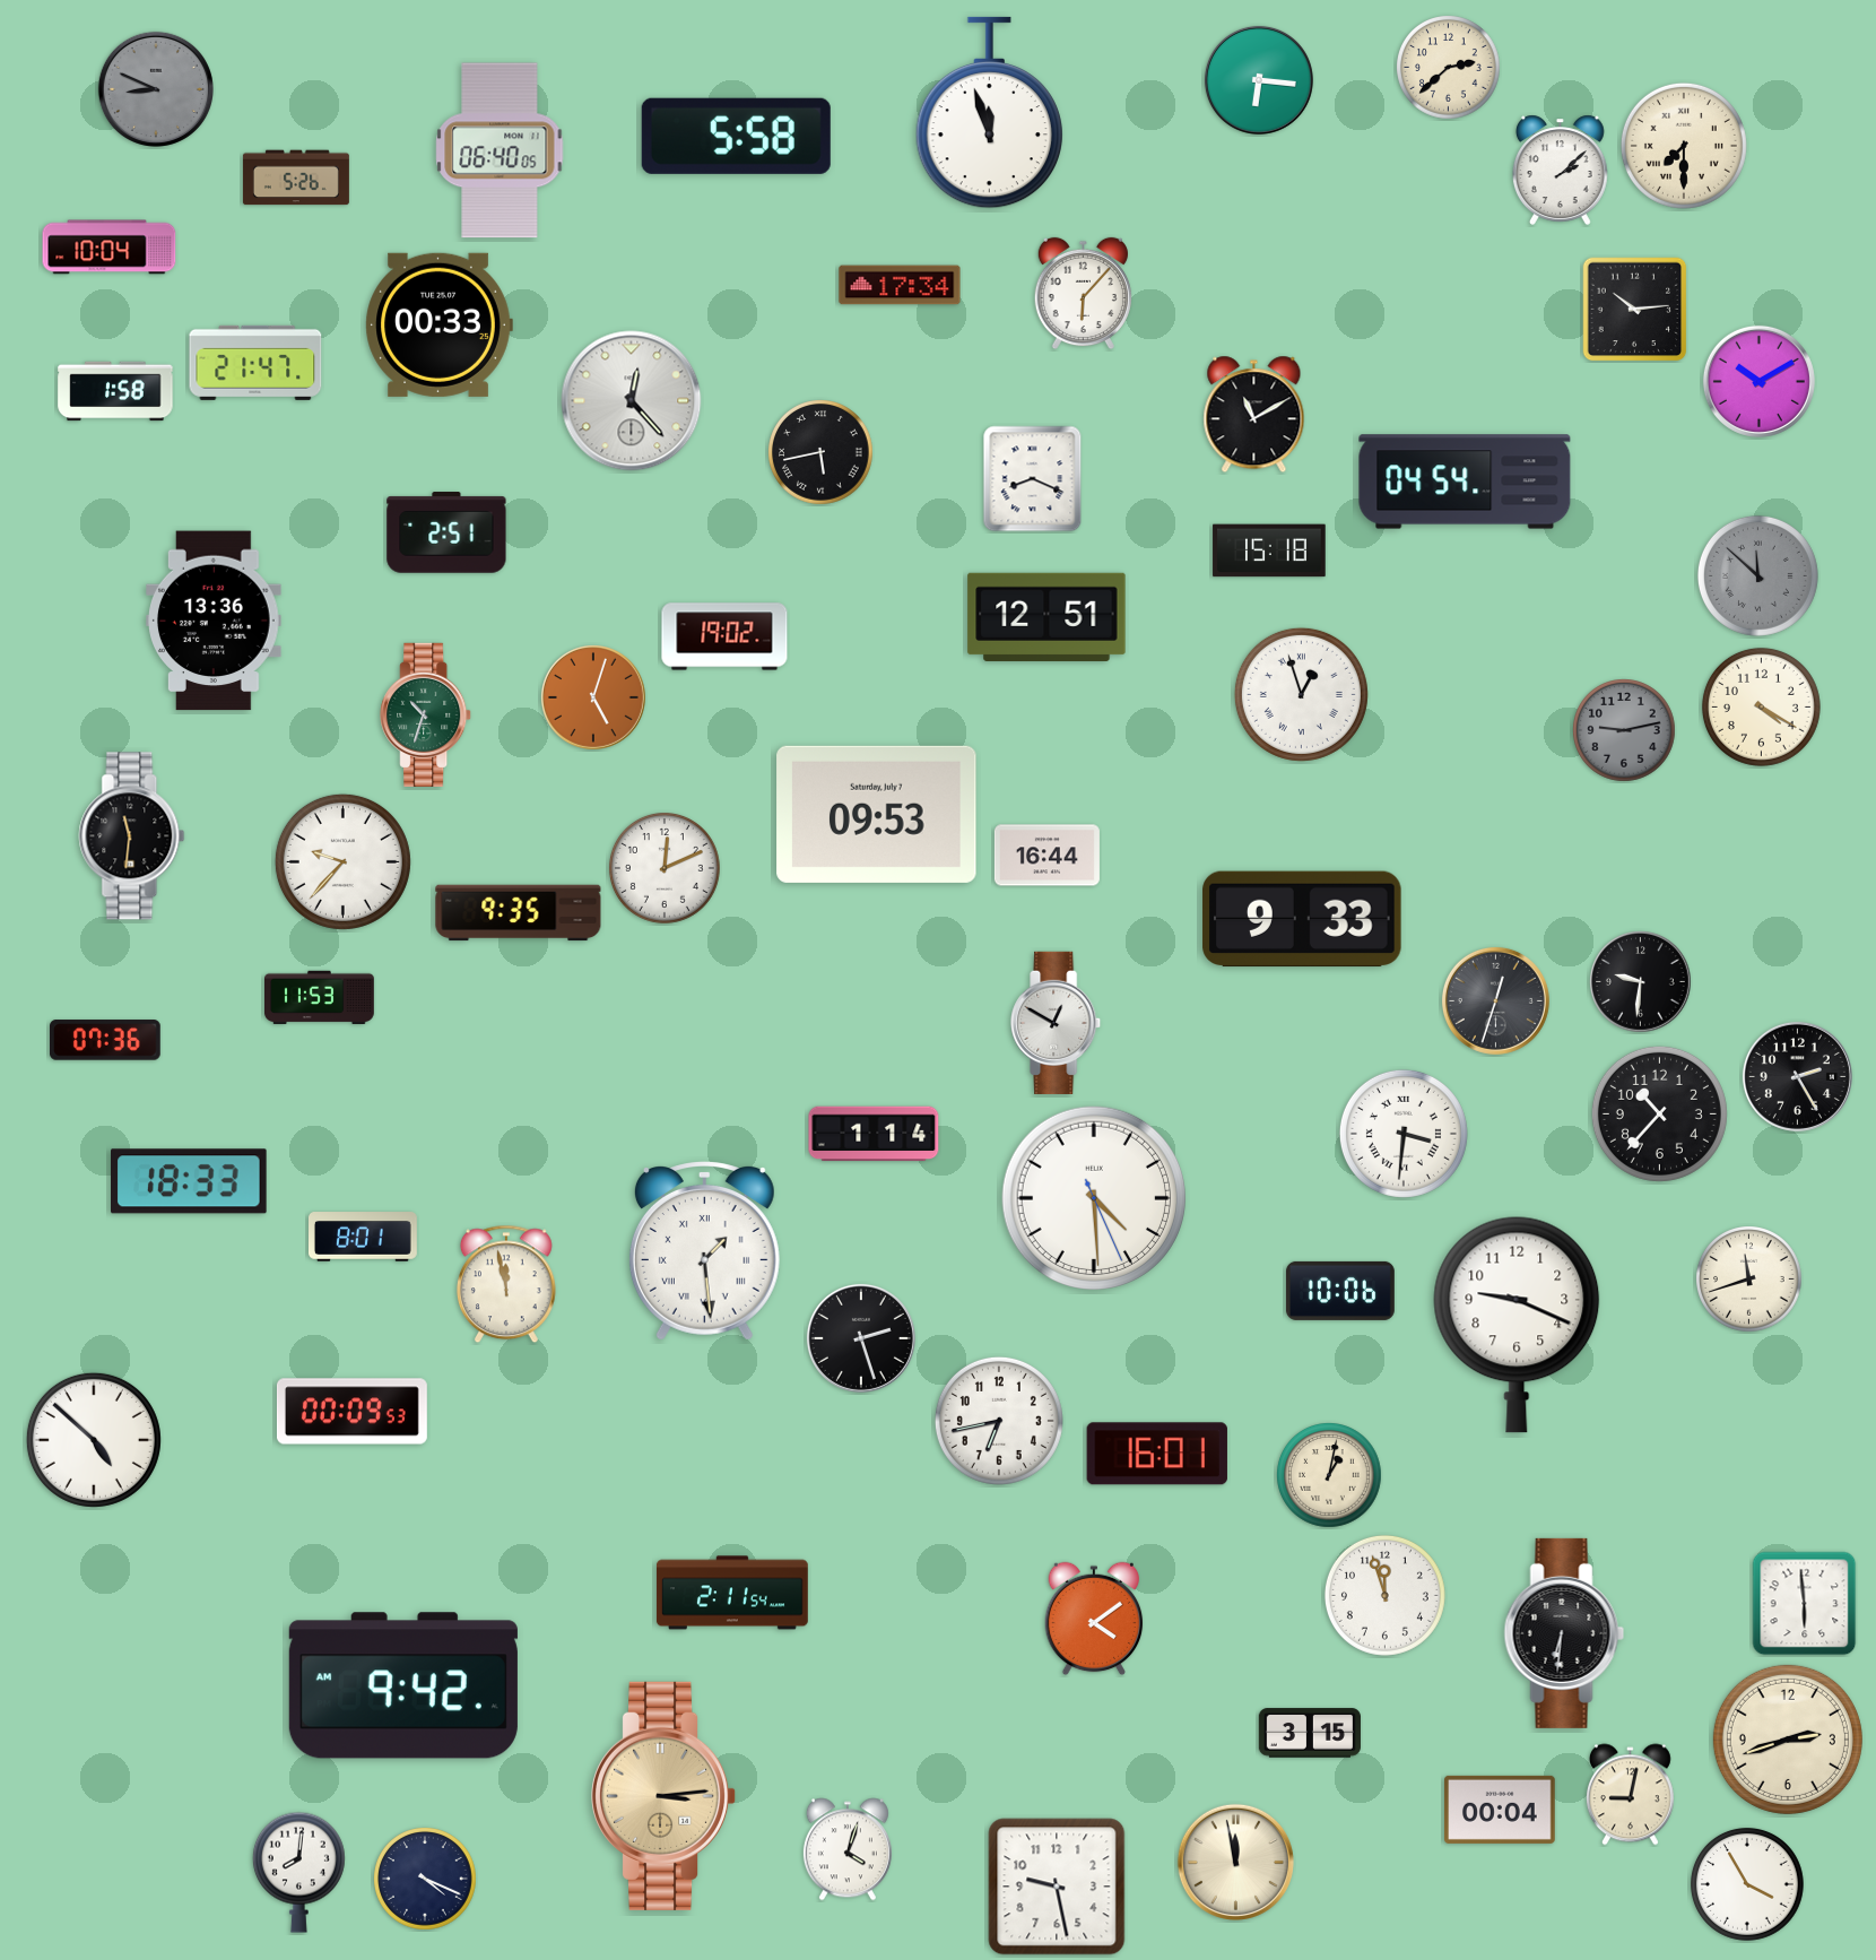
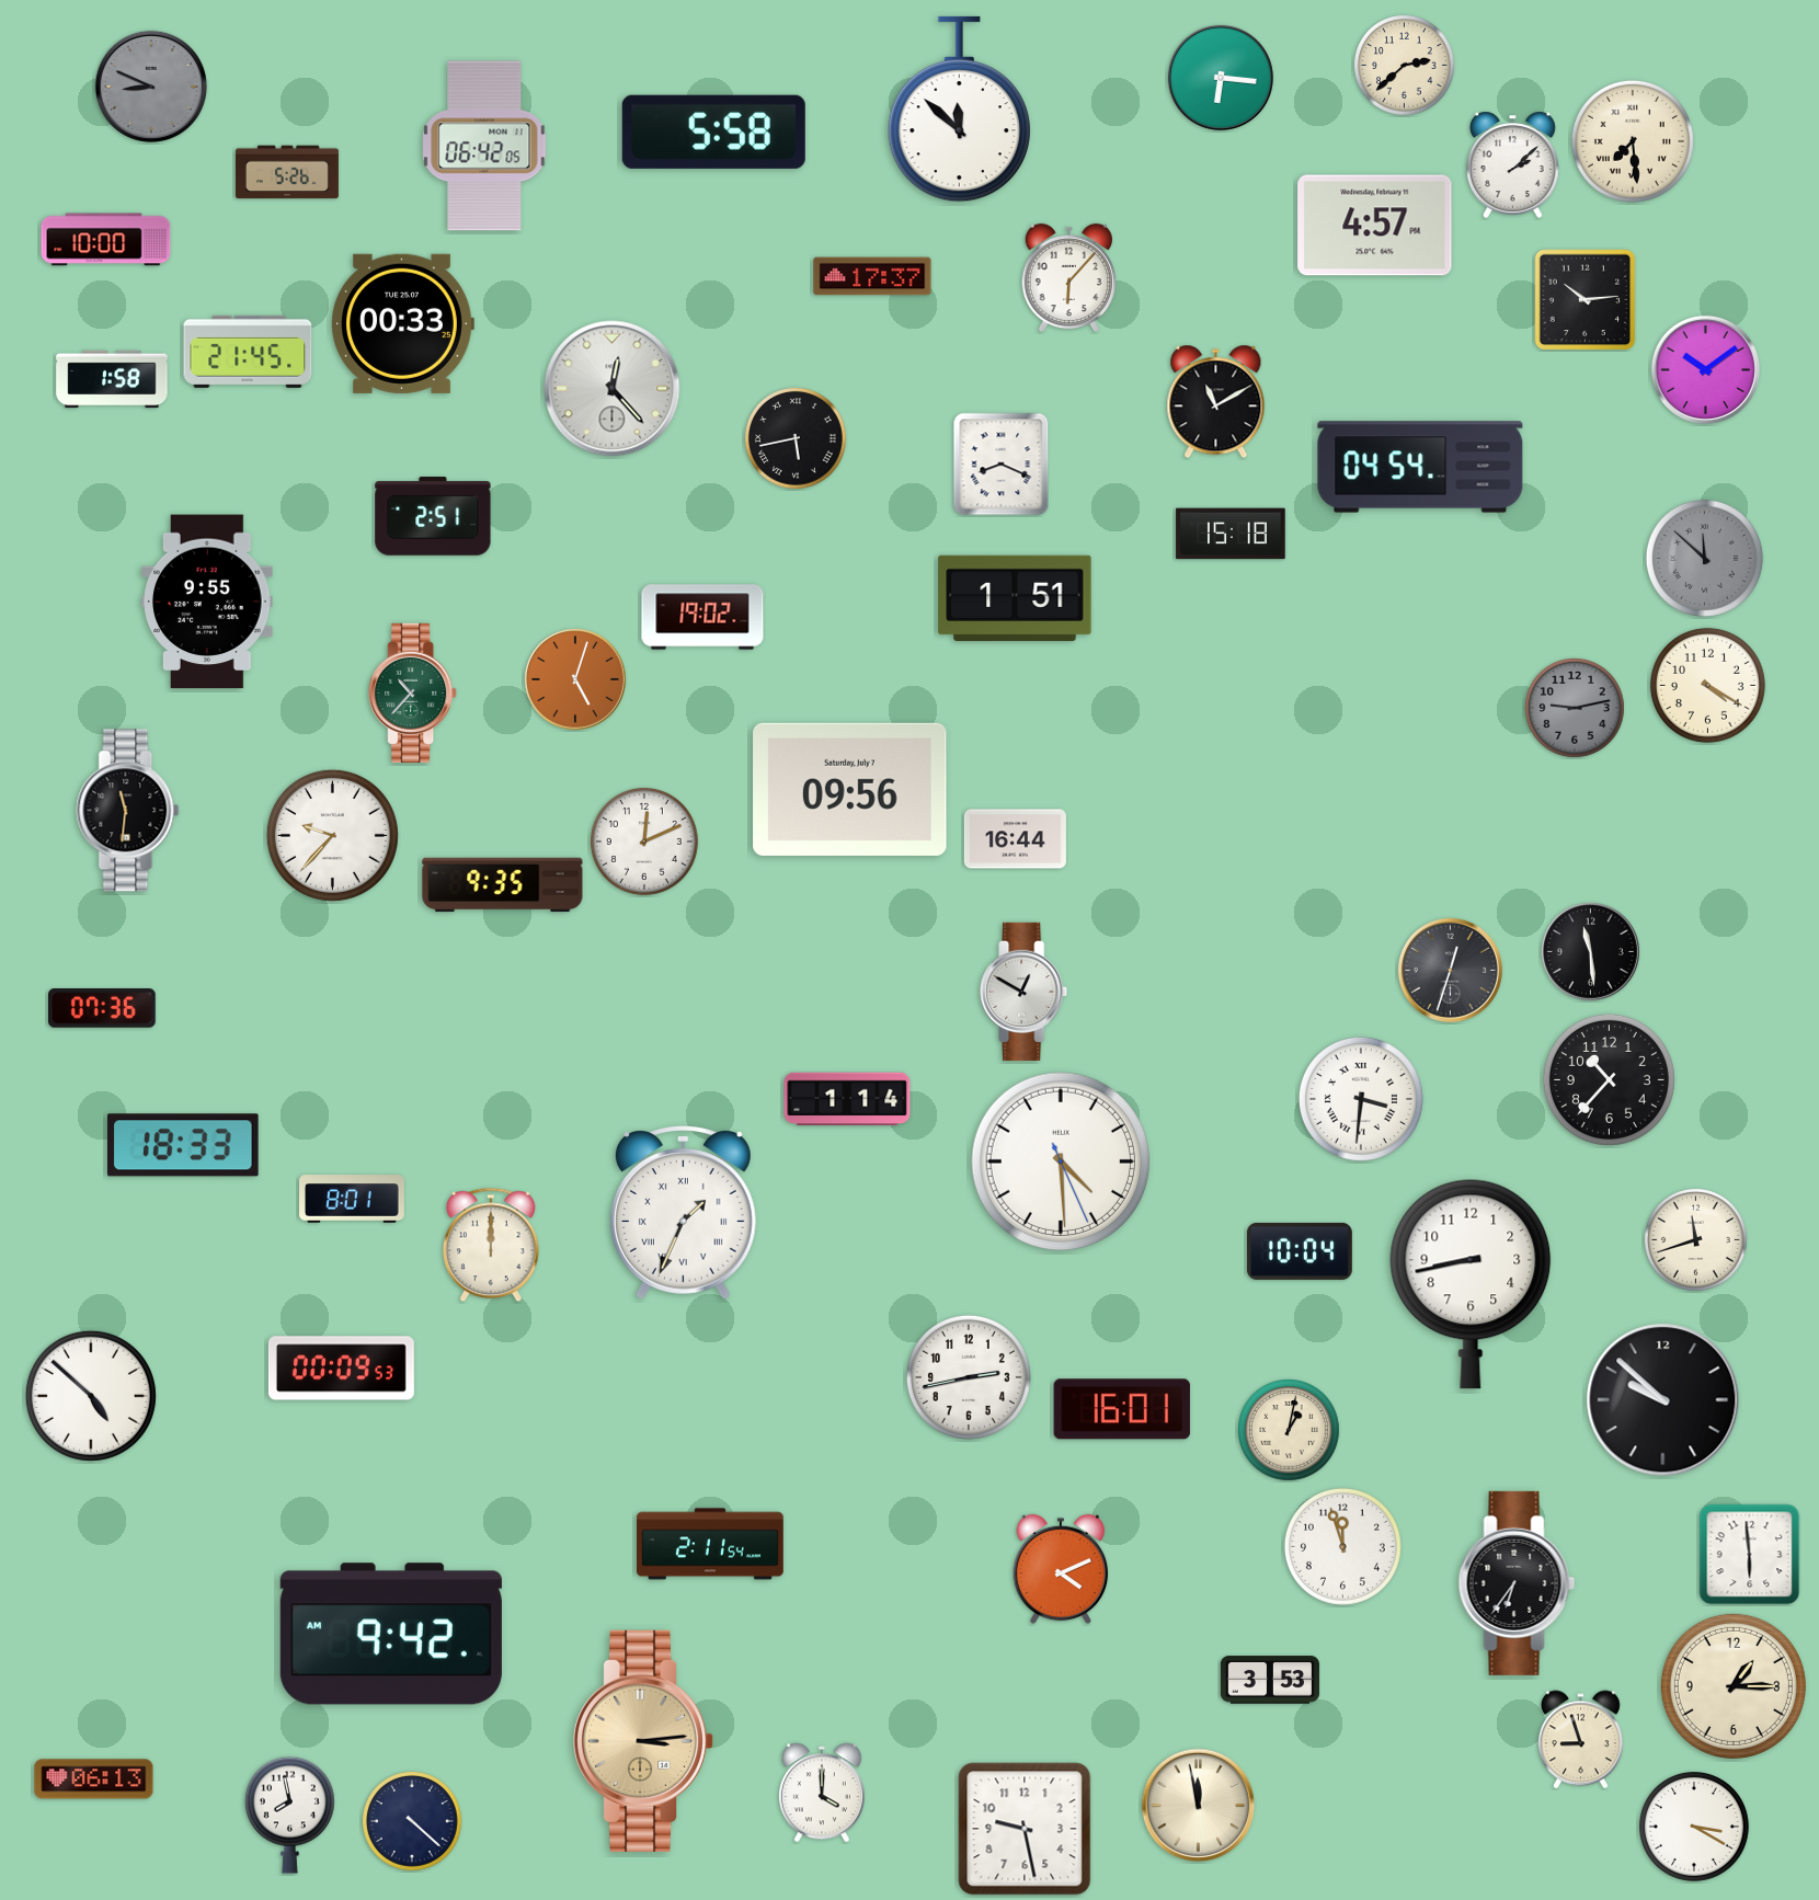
clock at (989, 113): 11:57 -> 11:52
clock at (1684, 146): 7:30 -> 7:29
clock at (500, 150): 06:40 -> 06:42
clock at (1375, 226): none -> 4:57
clock at (110, 248): 10:04 -> 10:00
clock at (900, 285): 17:34 -> 17:37
clock at (1083, 294) position: (1083, 294) -> (1068, 278)
clock at (438, 324) position: (438, 324) -> (402, 323)
clock at (255, 363): 21:47 -> 21:45
clock at (1758, 381): 10:10 -> 10:09
clock at (1046, 617): 12:51 -> 1:51
clock at (215, 621): 13:36 -> 9:55
clock at (1301, 694): 12:57 -> none
clock at (593, 697) position: (593, 697) -> (575, 679)
clock at (426, 714): 10:33 -> 10:37
clock at (877, 814): 09:53 -> 09:56
clock at (1046, 856) position: (1046, 856) -> (1015, 839)
clock at (1302, 919): 9:33 -> none
clock at (1641, 982): 9:31 -> 11:29
clock at (320, 998): 11:53 -> none
clock at (1797, 1076): 2:25 -> none
clock at (704, 1251): 1:29 -> 1:34
clock at (506, 1284): 11:58 -> 12:00
clock at (1340, 1291): 10:06 -> 10:04
clock at (1517, 1325): 9:19 -> 8:43
clock at (861, 1338): 2:27 -> none
clock at (999, 1421): 6:43 -> 2:43
clock at (1663, 1400): none -> 9:52
clock at (1094, 1619): 4:09 -> 4:11
clock at (1564, 1633): 6:31 -> 6:36
clock at (1310, 1733): 3:15 -> 3:53
clock at (1788, 1740): 2:42 -> 1:15
clock at (1630, 1795): 9:02 -> 8:57
clock at (1501, 1810): 00:04 -> none
clock at (94, 1779): none -> 06:13
clock at (848, 1849): 4:03 -> 4:00
clock at (298, 1872): 8:01 -> 7:58
clock at (425, 1879): 4:19 -> 4:22
clock at (1747, 1884): 3:55 -> 3:20
